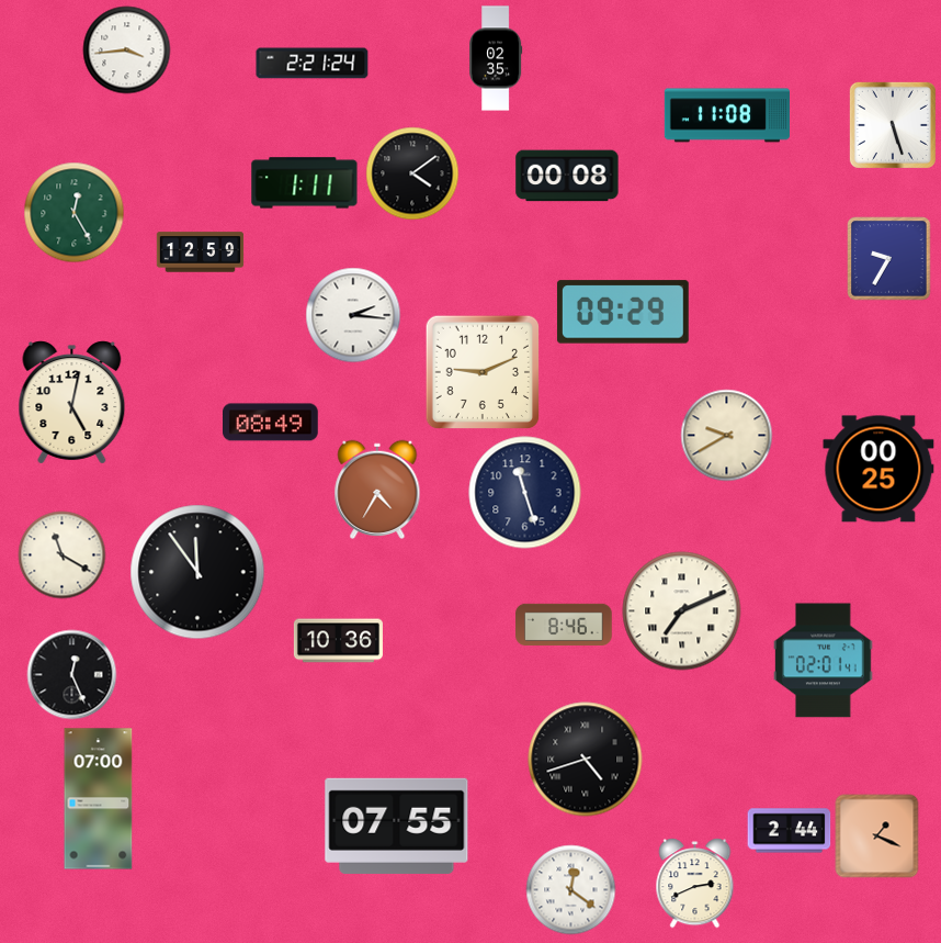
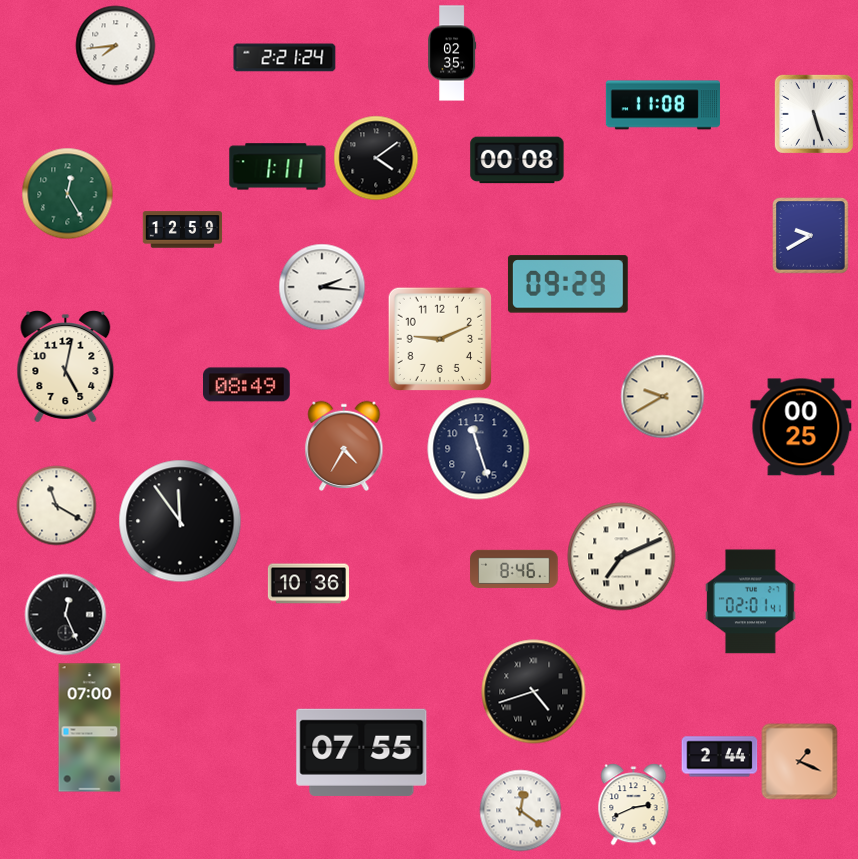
clock at (127, 50): 3:44 -> 7:44
clock at (889, 259): 9:35 -> 9:40
